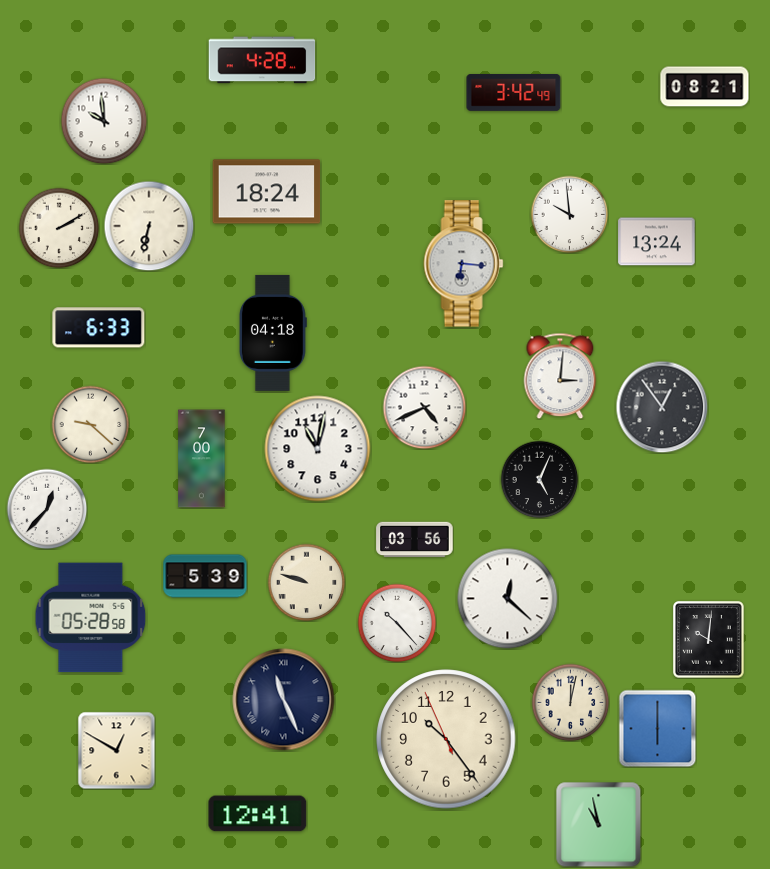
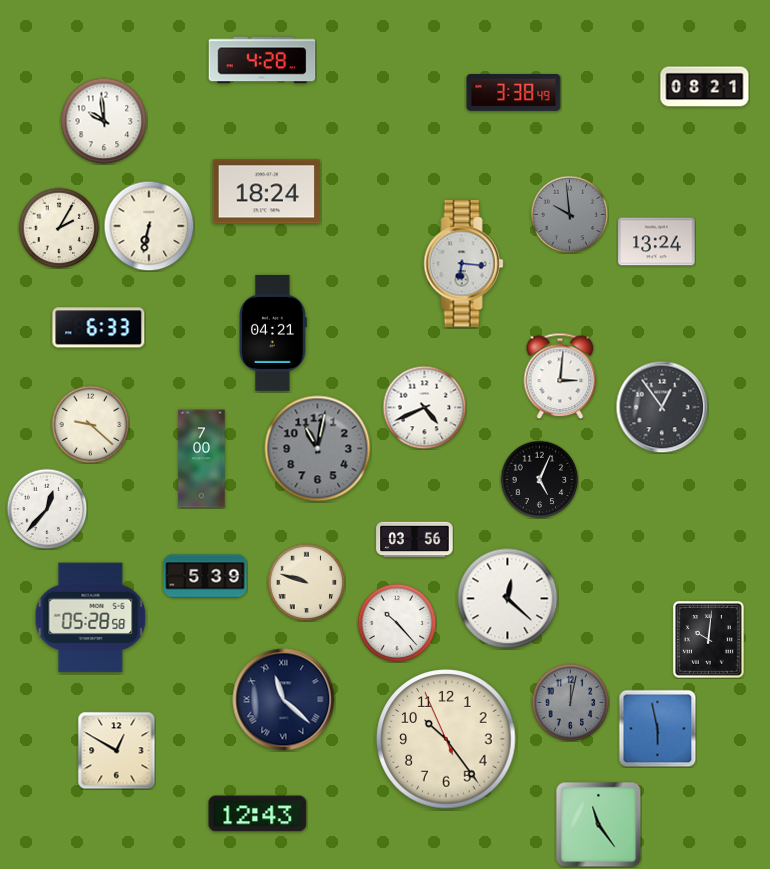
clock at (514, 93): 3:42 -> 3:38
clock at (569, 214) dial: white -> grey
clock at (59, 228): 2:10 -> 2:05
clock at (273, 333): 04:18 -> 04:21
clock at (318, 449) dial: white -> grey
clock at (284, 700): 11:26 -> 11:22
clock at (570, 702) dial: cream -> grey
clock at (657, 728): 6:00 -> 5:58
clock at (258, 814): 12:41 -> 12:43
clock at (598, 824): 10:58 -> 11:24
